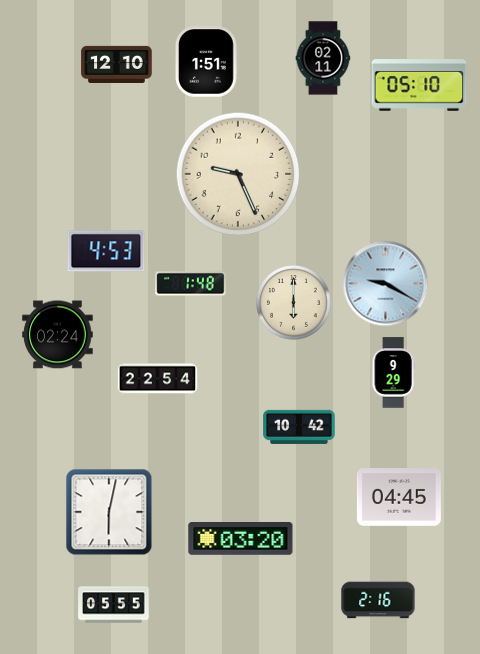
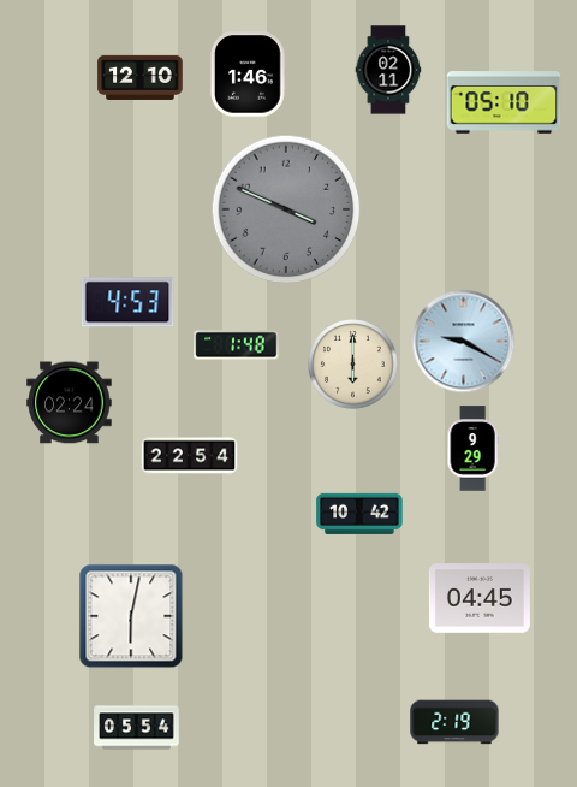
clock at (207, 62): 1:51 -> 1:46
clock at (238, 174): 9:26 -> 3:49
clock at (238, 174) dial: cream -> grey
clock at (191, 284) position: (191, 284) -> (237, 345)
clock at (241, 539): 03:20 -> none
clock at (378, 600): 2:16 -> 2:19
clock at (114, 605): 05:55 -> 05:54
